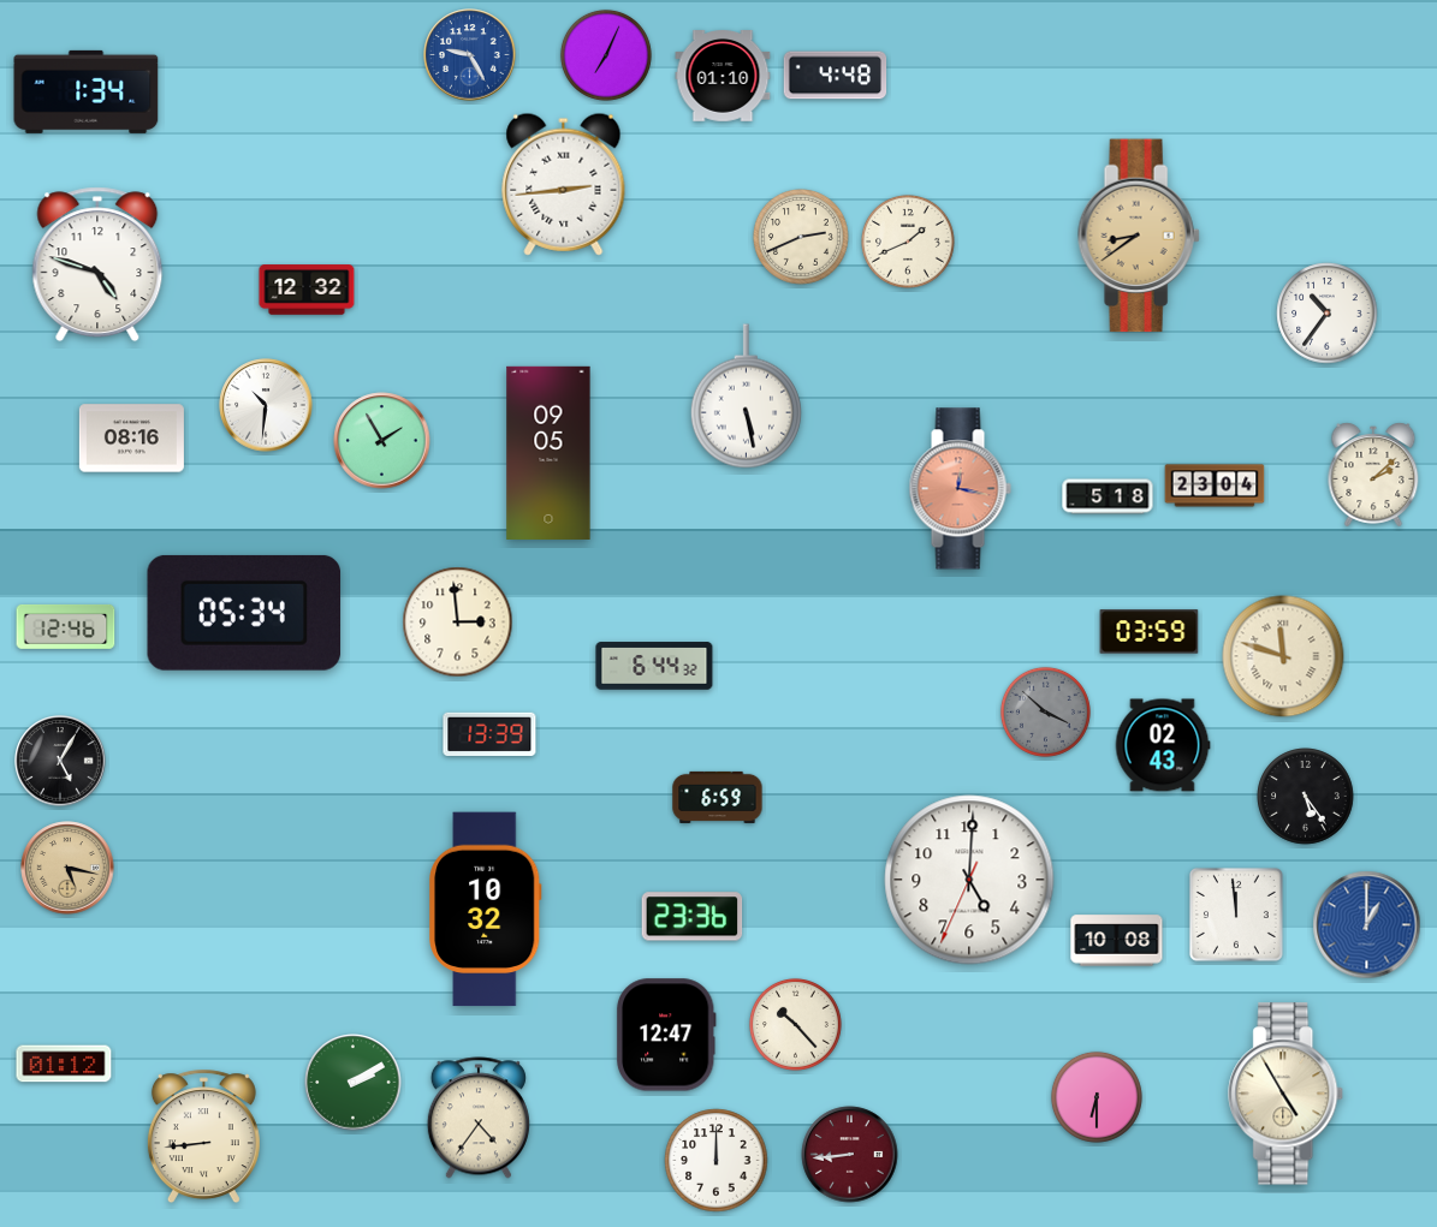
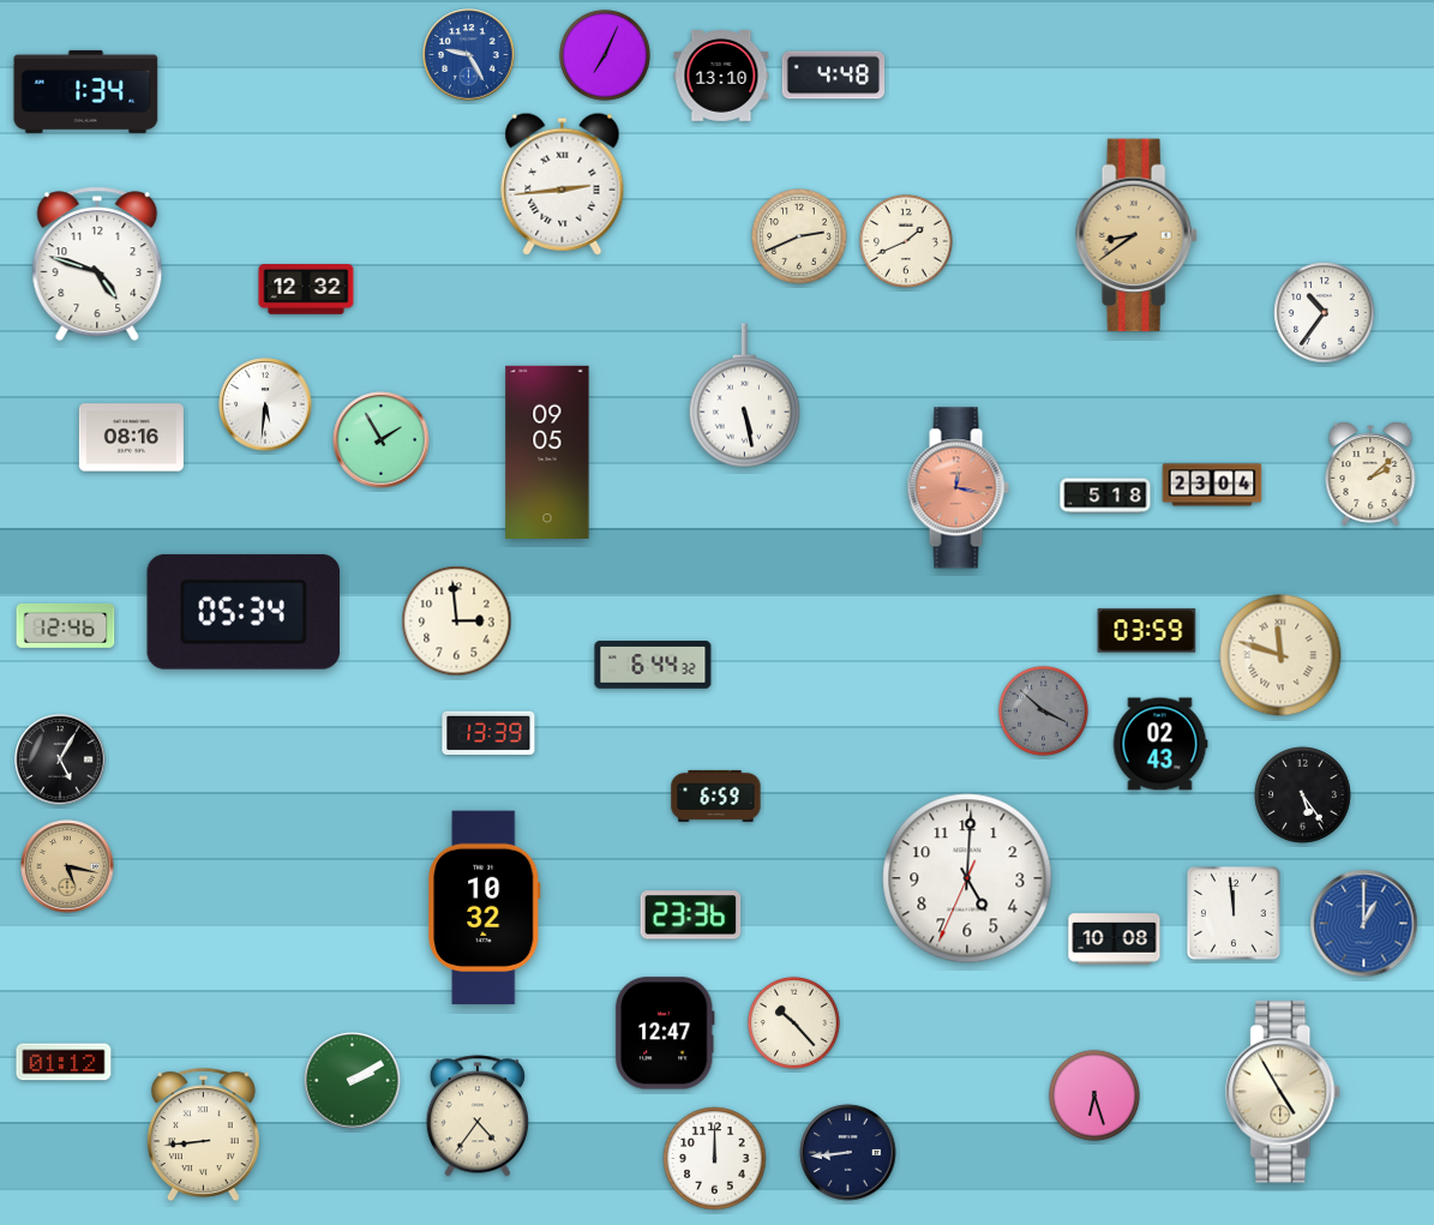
clock at (723, 77): 01:10 -> 13:10
clock at (266, 405): 10:31 -> 5:31
clock at (1097, 1097): 6:30 -> 6:27
clock at (850, 1155) dial: burgundy -> navy
